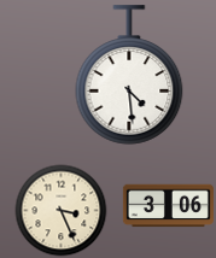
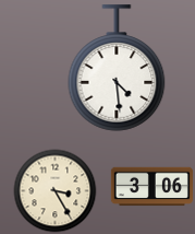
clock at (62, 211): 3:26 -> 3:25
